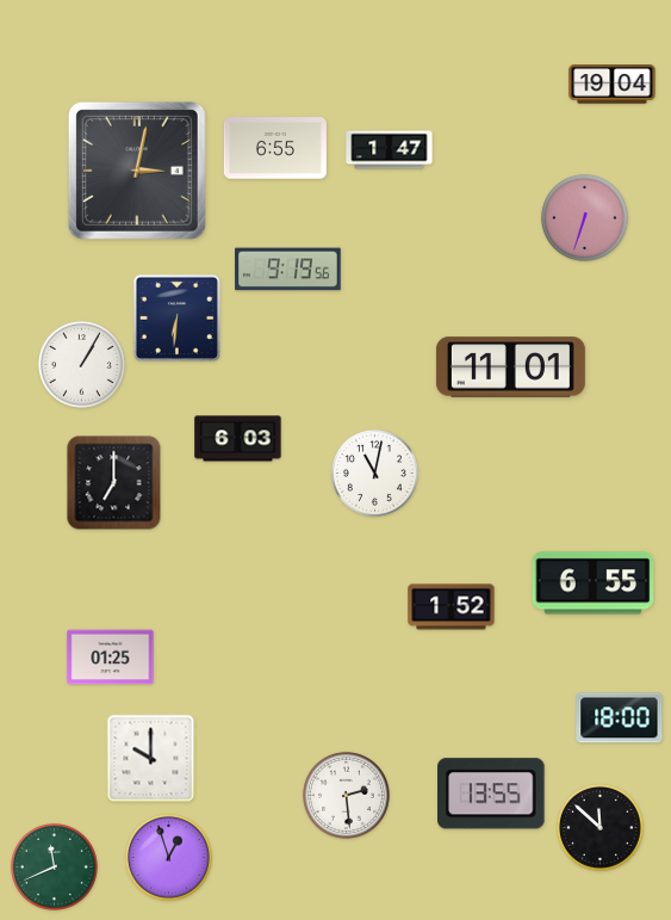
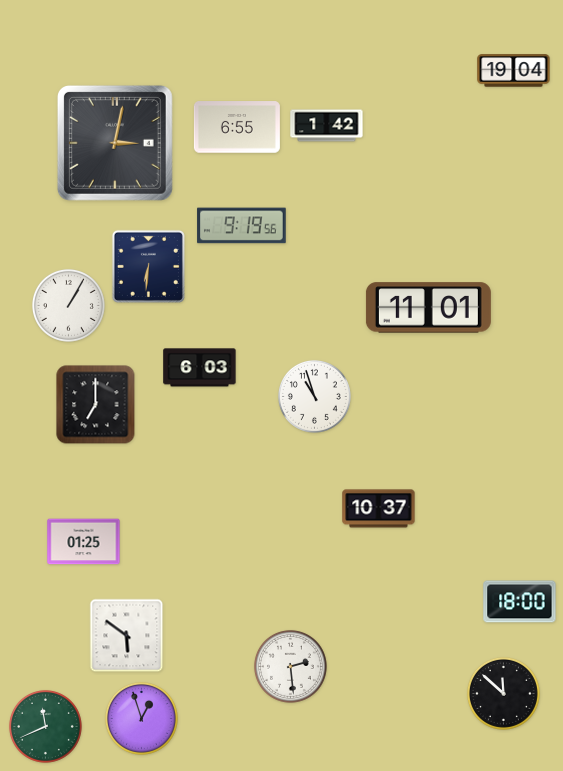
clock at (275, 148) position: (275, 148) -> (237, 127)
clock at (390, 150): 1:47 -> 1:42
clock at (584, 217): 6:33 -> none
clock at (374, 473): 11:02 -> 10:57
clock at (594, 584): 6:55 -> none
clock at (452, 607): 1:52 -> 10:37
clock at (111, 657) position: (111, 657) -> (84, 542)
clock at (151, 759): 10:00 -> 5:51
clock at (492, 794): 13:55 -> none
